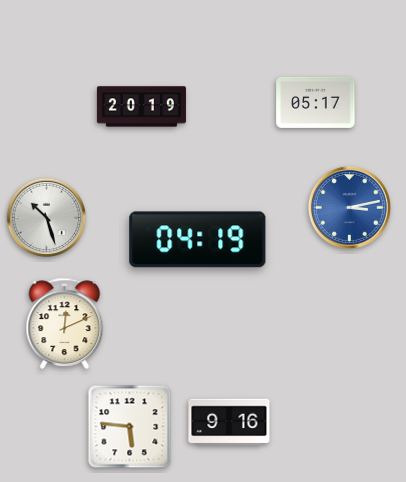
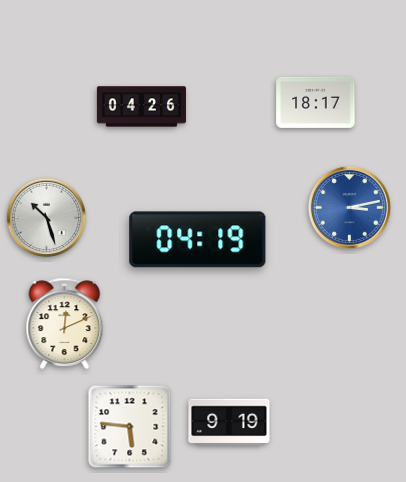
clock at (316, 102): 05:17 -> 18:17
clock at (141, 107): 20:19 -> 04:26
clock at (229, 422): 9:16 -> 9:19
